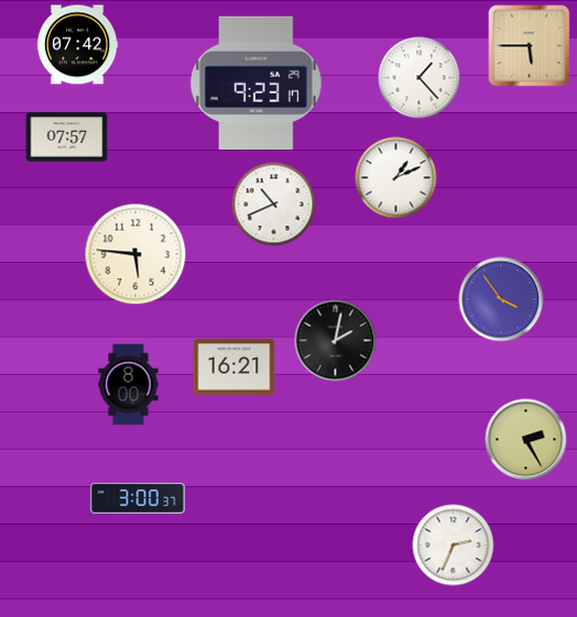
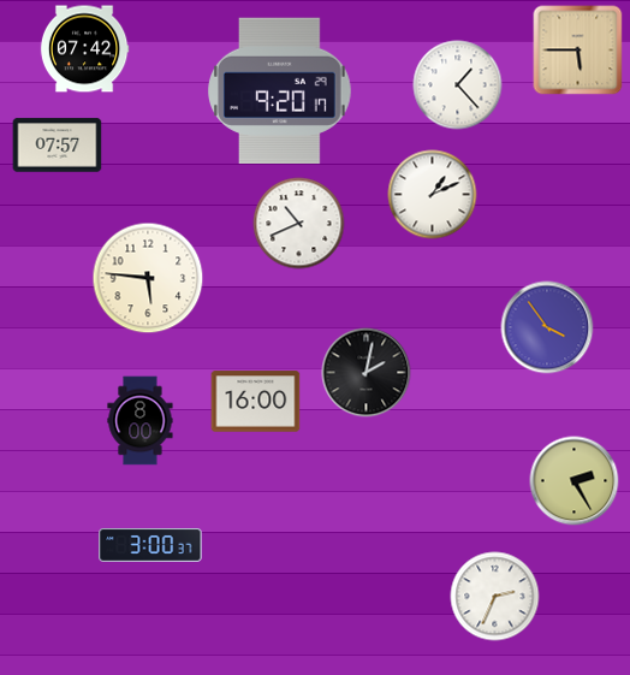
clock at (257, 84): 9:23 -> 9:20
clock at (67, 137) position: (67, 137) -> (58, 146)
clock at (235, 367): 16:21 -> 16:00
